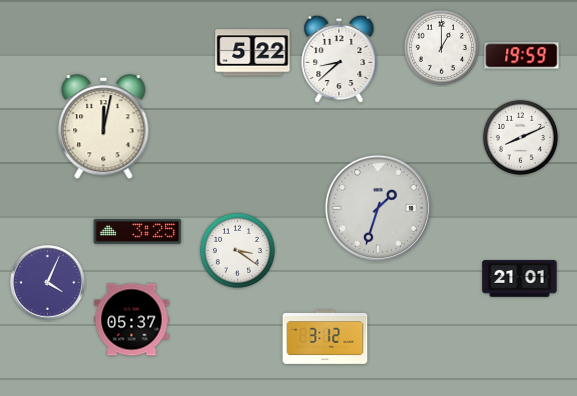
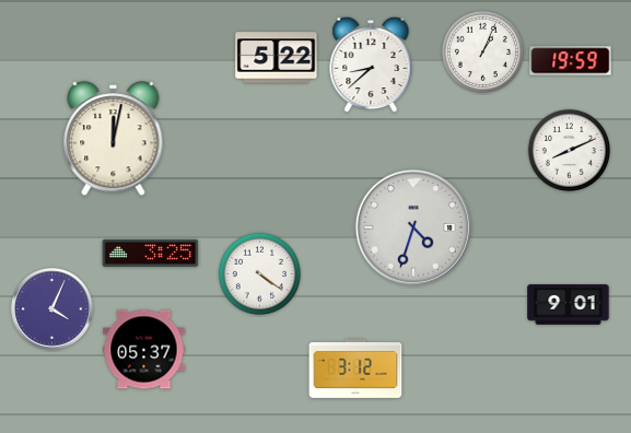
clock at (441, 47): 1:00 -> 1:04
clock at (378, 208): 1:33 -> 4:33
clock at (237, 250): 3:21 -> 4:21
clock at (520, 279): 21:01 -> 9:01
